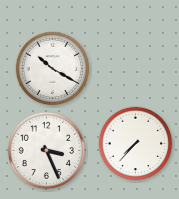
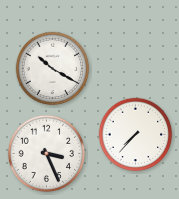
clock at (136, 144) position: (136, 144) -> (136, 135)
clock at (46, 150) position: (46, 150) -> (46, 153)
